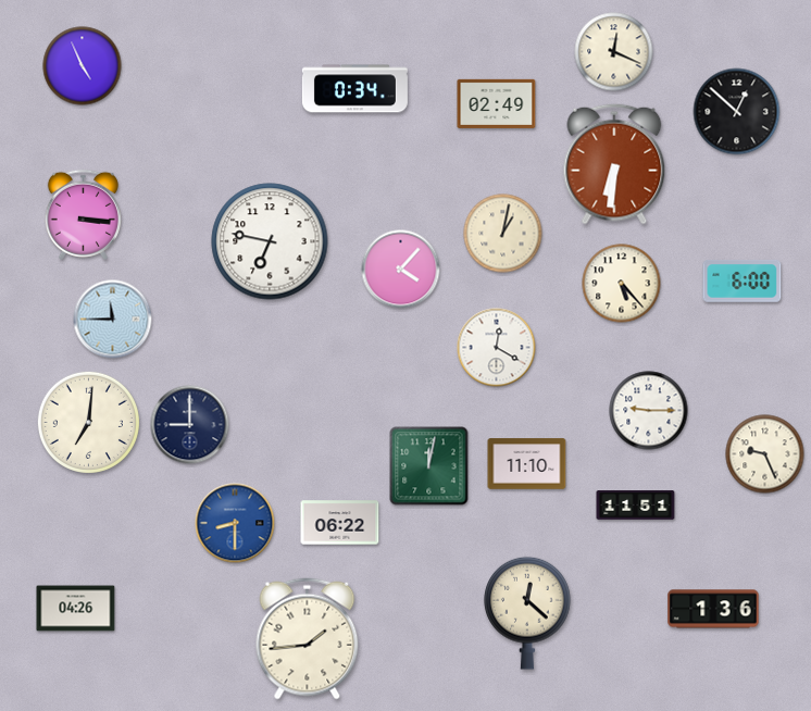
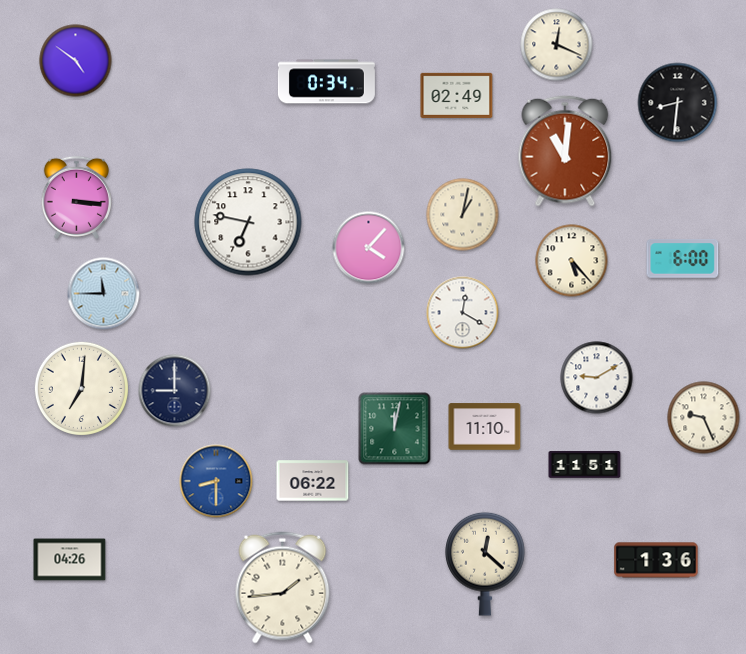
clock at (614, 52) position: (614, 52) -> (557, 45)
clock at (83, 66): 4:56 -> 4:51
clock at (737, 112): 12:52 -> 8:31
clock at (614, 164): 6:31 -> 11:01
clock at (497, 348) position: (497, 348) -> (463, 313)
clock at (649, 411): 9:15 -> 9:10
